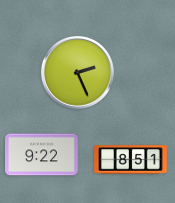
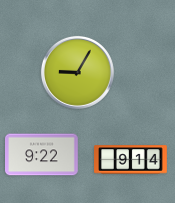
clock at (77, 72): 2:26 -> 9:05
clock at (131, 160): 8:51 -> 9:14
